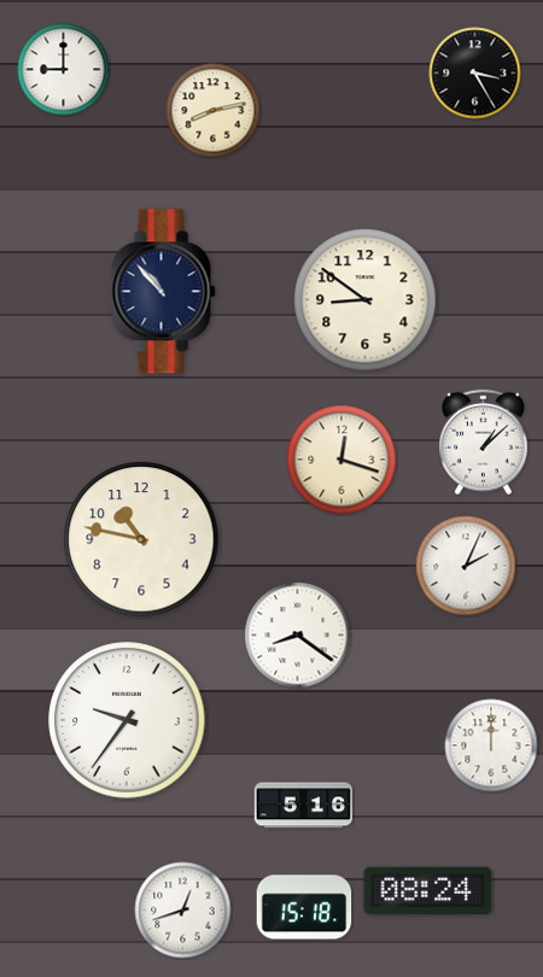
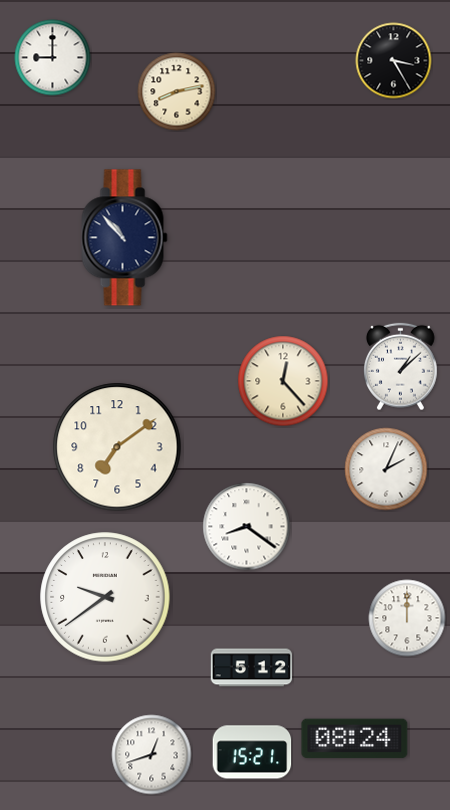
clock at (164, 292) position: (164, 292) -> (125, 238)
clock at (366, 300): 8:51 -> none
clock at (341, 460): 12:18 -> 12:23
clock at (141, 539): 10:47 -> 7:09
clock at (127, 720): 9:36 -> 9:39
clock at (304, 806): 5:16 -> 5:12
clock at (304, 907): 15:18 -> 15:21
